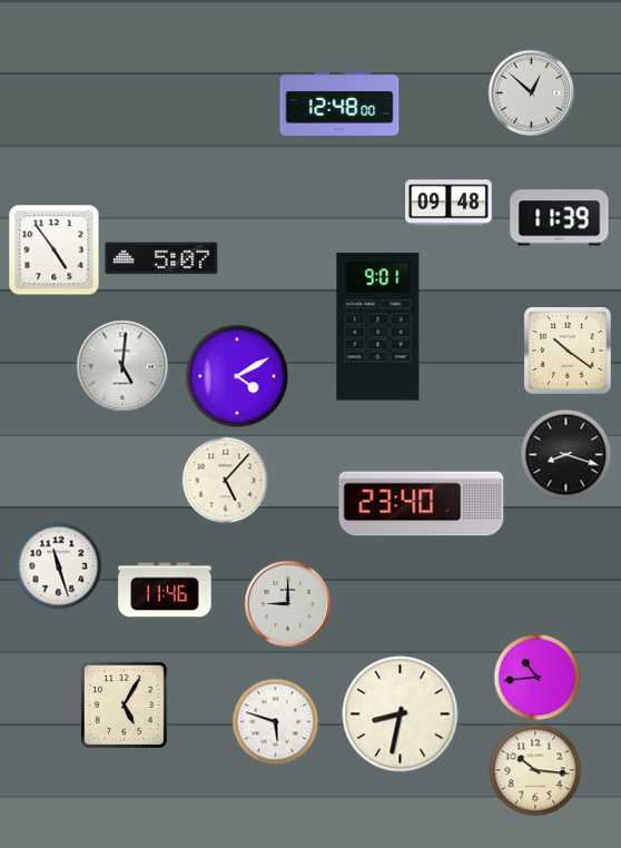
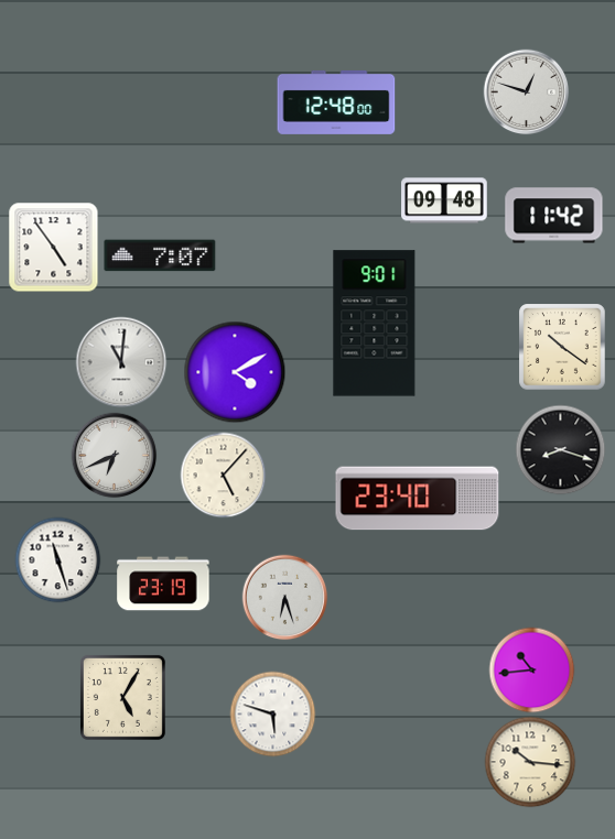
clock at (531, 92): 12:52 -> 12:48
clock at (560, 218): 11:39 -> 11:42
clock at (161, 258): 5:07 -> 7:07
clock at (122, 366): 5:01 -> 11:01
clock at (114, 455): none -> 6:41
clock at (165, 590): 11:46 -> 23:19
clock at (287, 603): 9:00 -> 6:27
clock at (401, 714): 8:32 -> none
